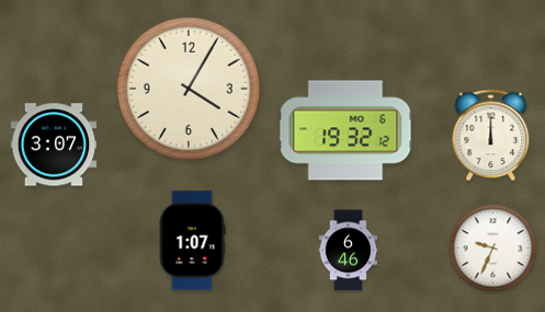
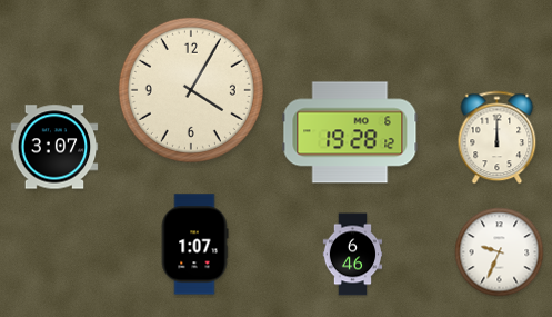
clock at (345, 130): 19:32 -> 19:28
